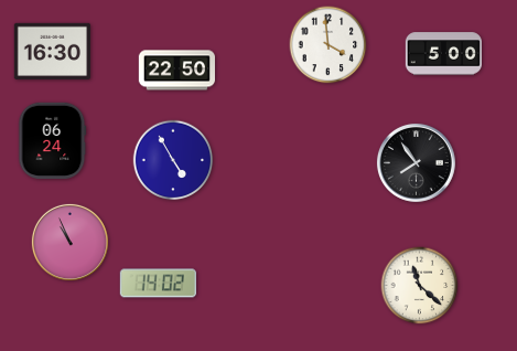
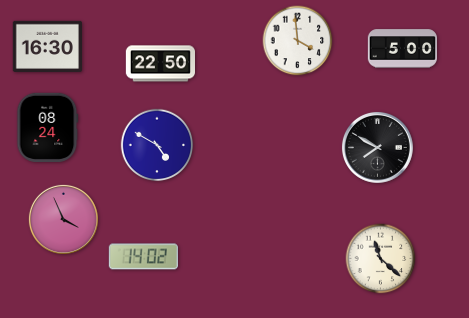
clock at (53, 140): 06:24 -> 08:24
clock at (173, 160): 4:55 -> 4:50
clock at (416, 162): 7:54 -> 7:50
clock at (69, 242): 10:56 -> 3:56
